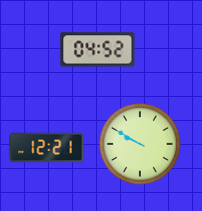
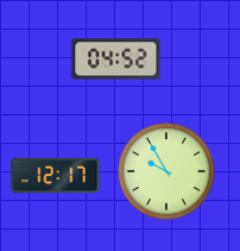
clock at (141, 145): 9:50 -> 9:55
clock at (47, 148): 12:21 -> 12:17
